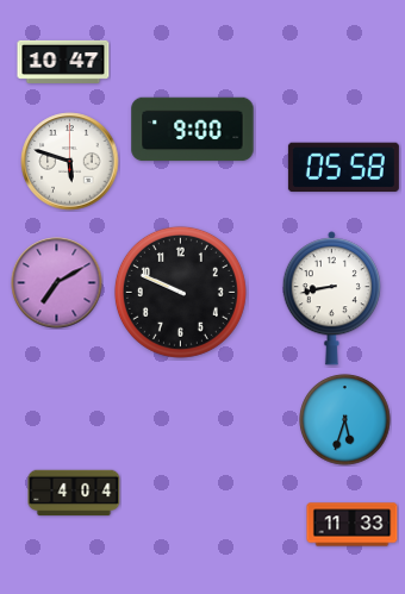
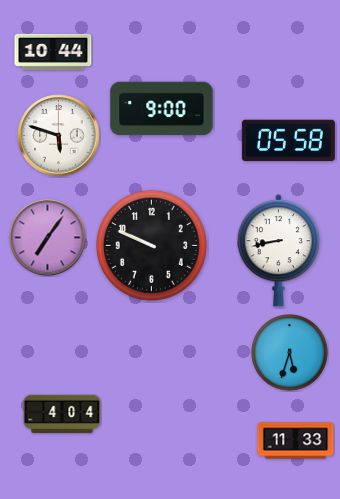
clock at (63, 62): 10:47 -> 10:44
clock at (57, 283): 7:10 -> 7:06
